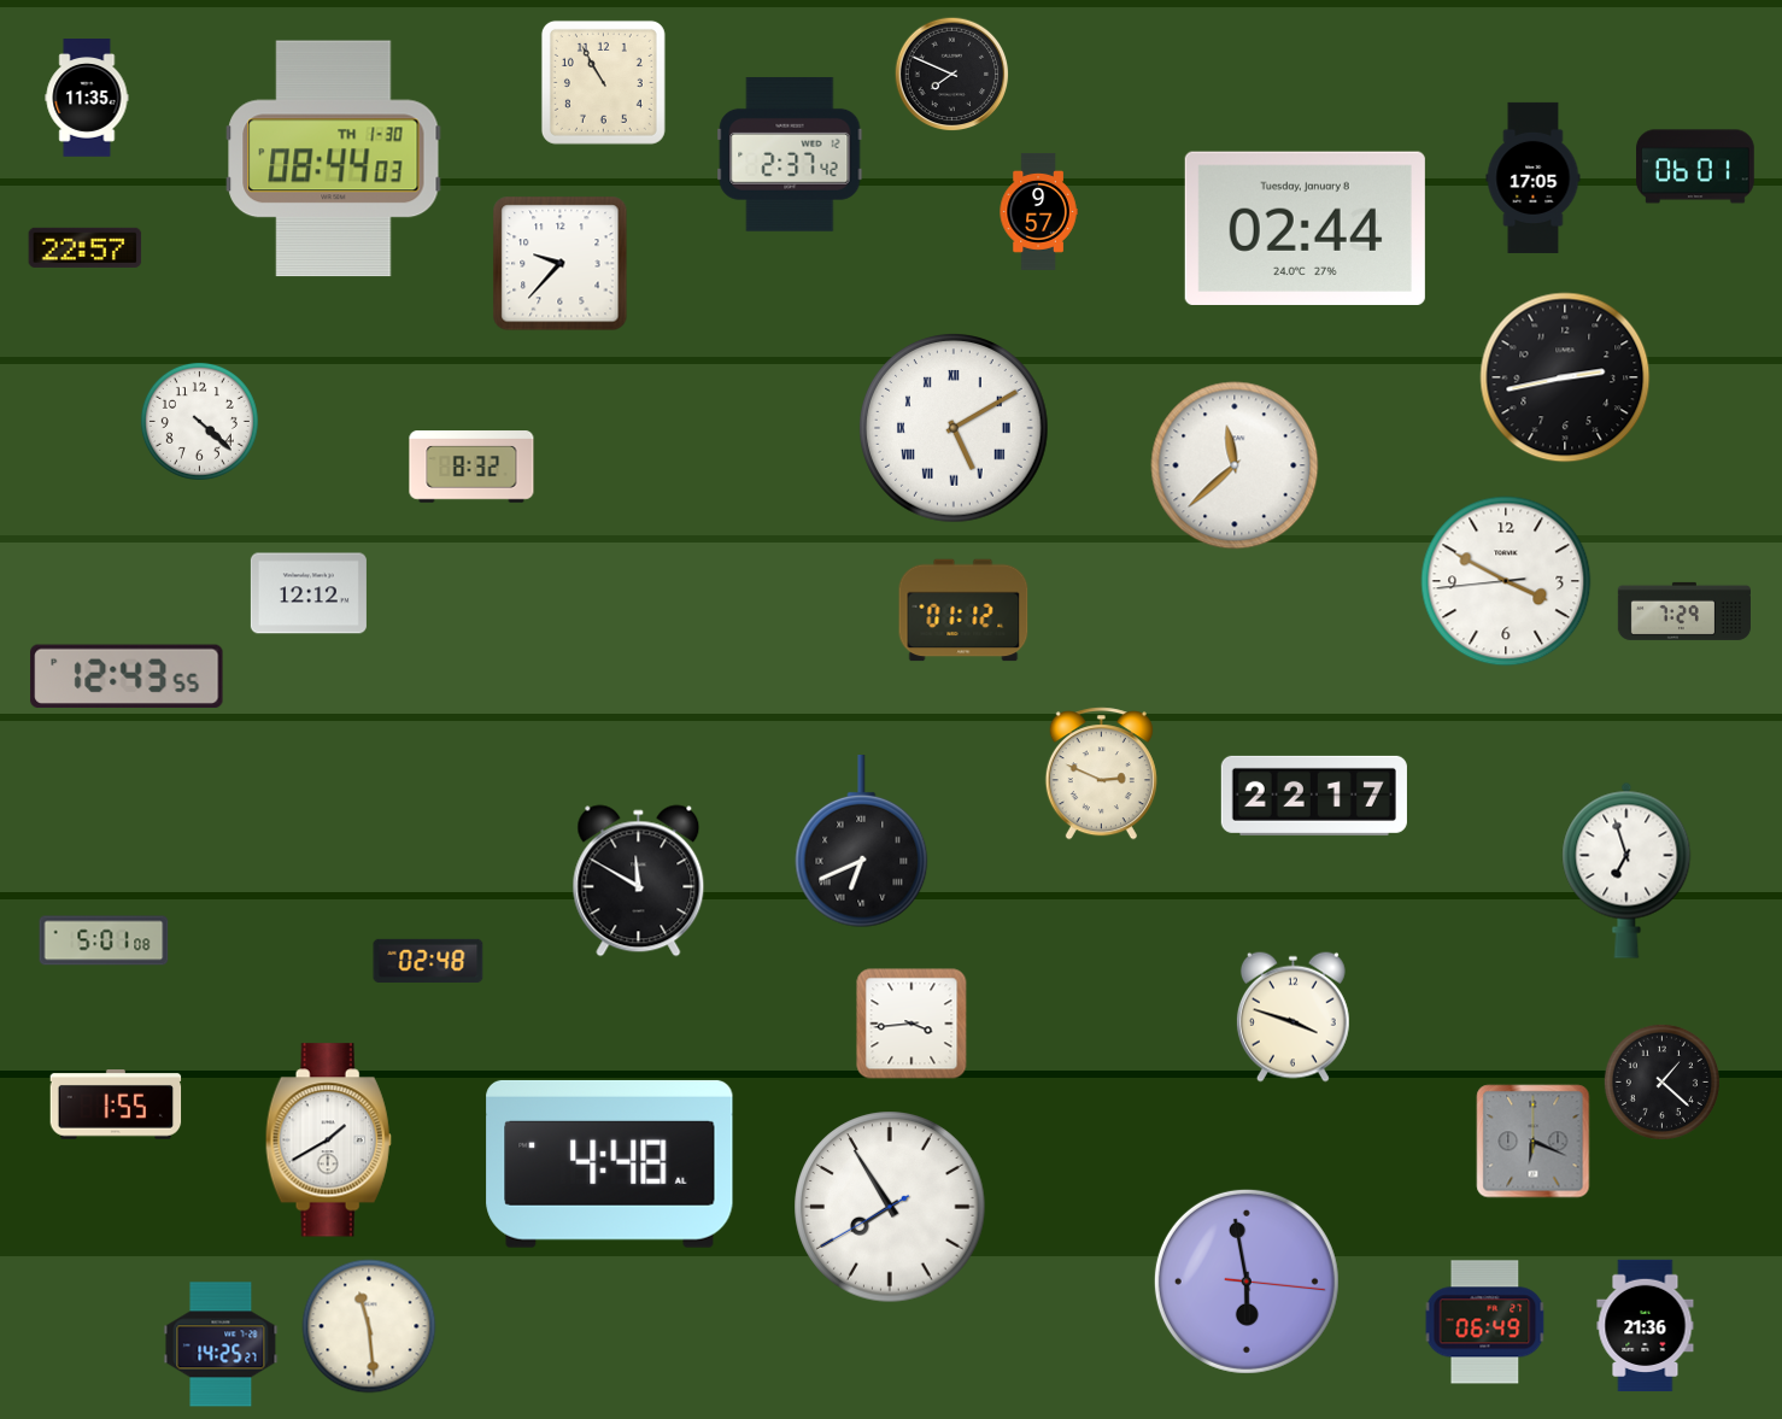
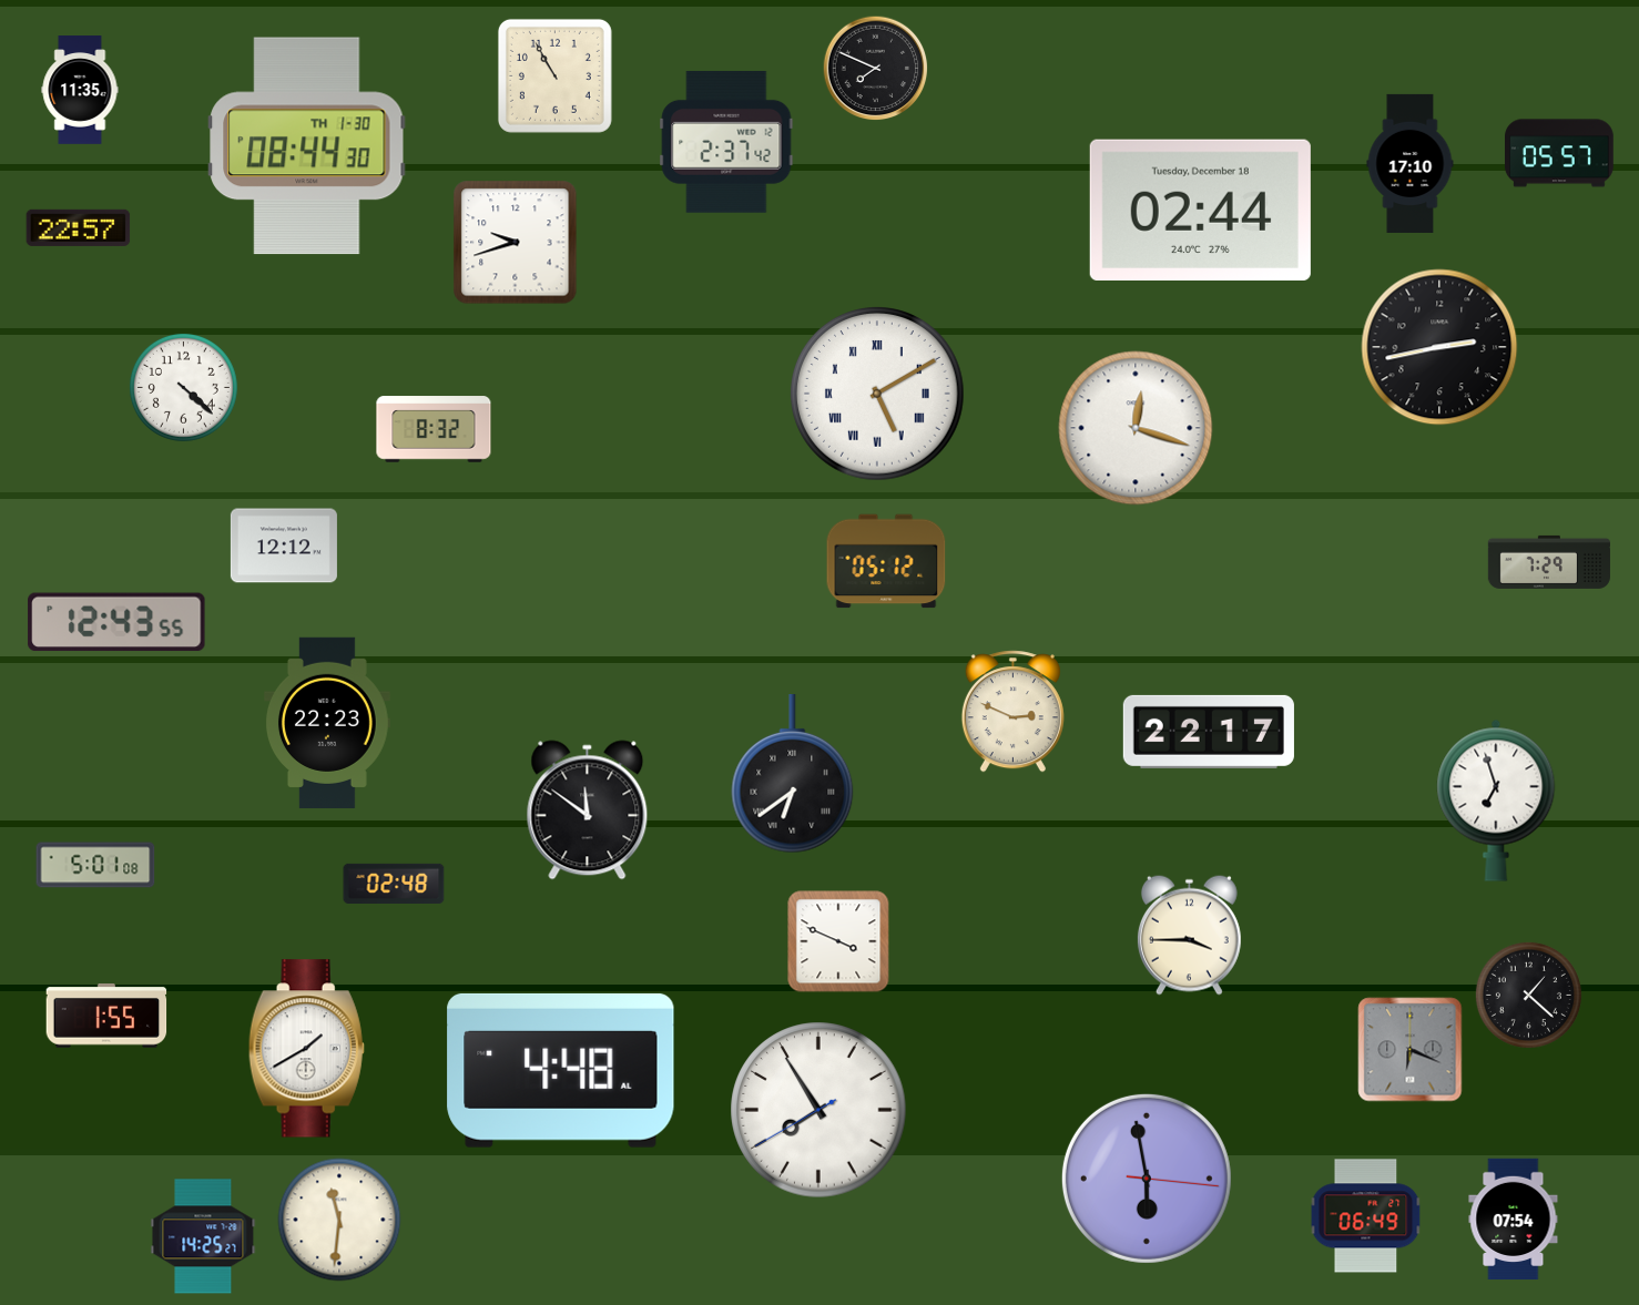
clock at (334, 159): 08:44:03 -> 08:44:30
clock at (1696, 166): 06:01 -> 05:57
clock at (1534, 177): 17:05 -> 17:10
clock at (1038, 211): 9:57 -> none
clock at (1305, 228) date: Tuesday, January 8 -> Tuesday, December 18
clock at (561, 264): 9:37 -> 9:42
clock at (1235, 465): 11:38 -> 12:18
clock at (1506, 581): 3:49 -> none
clock at (963, 610): 01:12 -> 05:12
clock at (327, 723): none -> 22:23
clock at (862, 843): 6:41 -> 6:39
clock at (639, 881): 11:50 -> 11:51
clock at (1292, 1016): 3:48 -> 3:45
clock at (911, 1024): 3:44 -> 3:49
clock at (328, 1141) position: (328, 1141) -> (306, 1049)
clock at (369, 1326): 11:29 -> 11:31
clock at (1646, 1326): 21:36 -> 07:54
